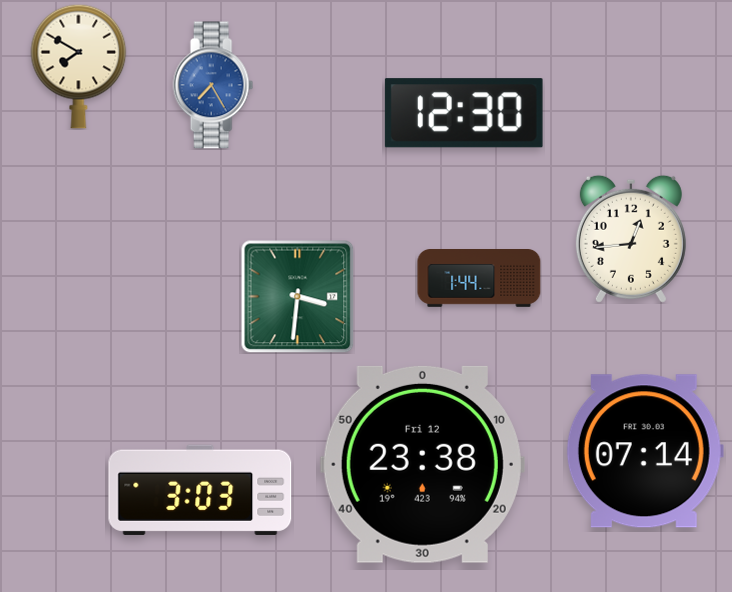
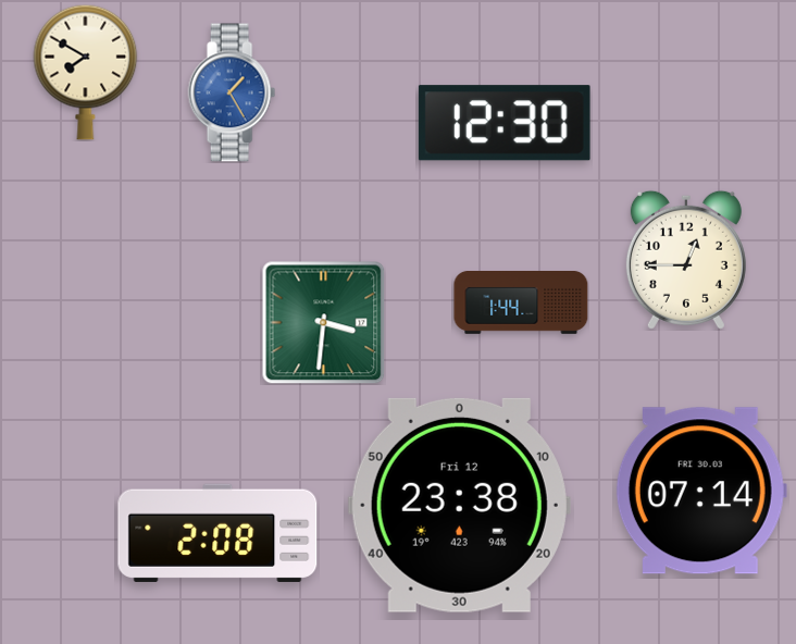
clock at (213, 85): 7:25 -> 1:25
clock at (631, 239): 12:44 -> 12:45
clock at (200, 490): 3:03 -> 2:08
